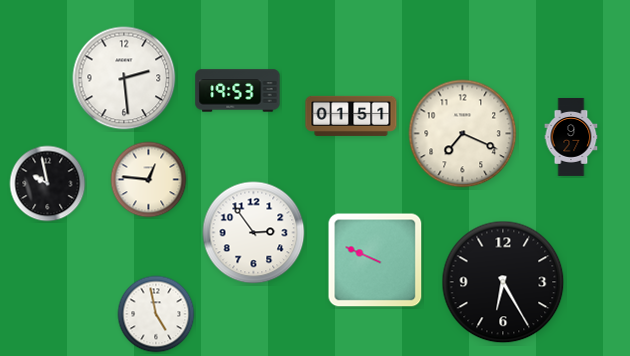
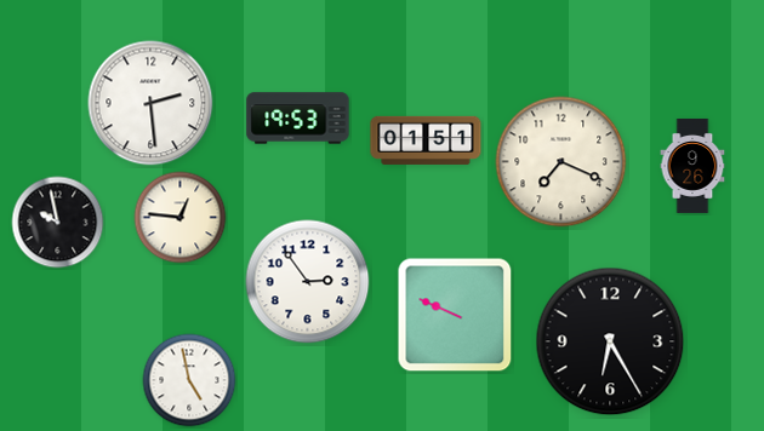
clock at (124, 78) position: (124, 78) -> (150, 103)
clock at (238, 91) position: (238, 91) -> (298, 119)
clock at (571, 137): 9:27 -> 9:26
